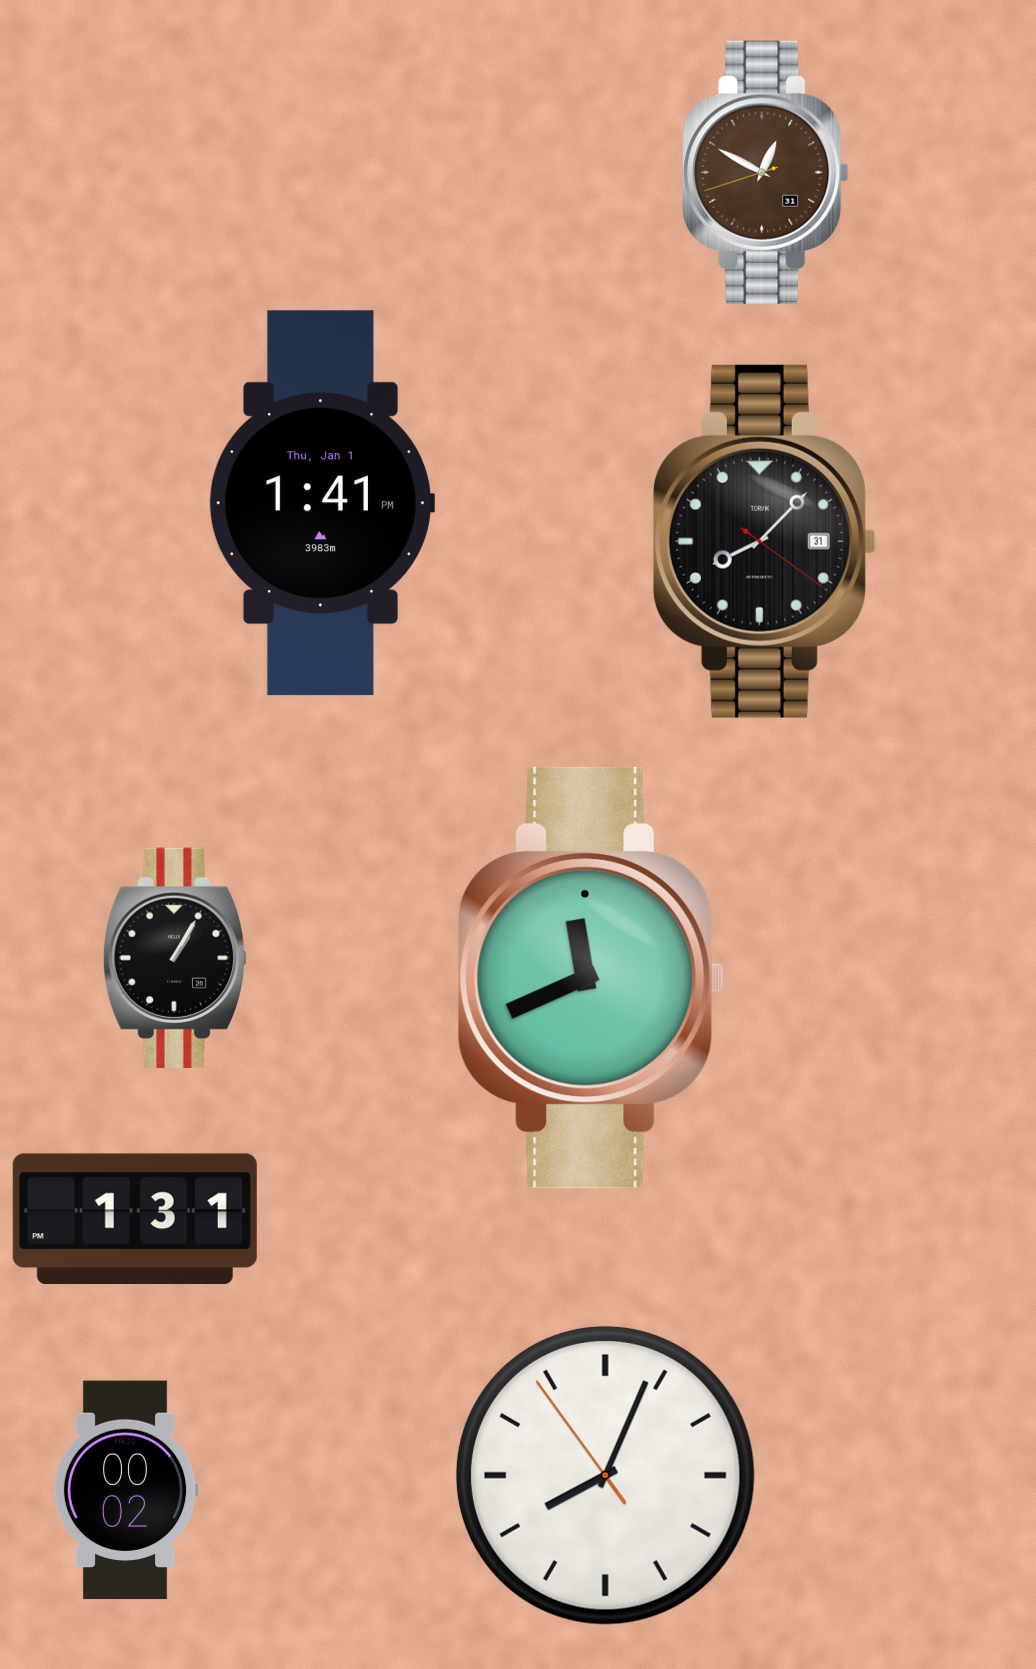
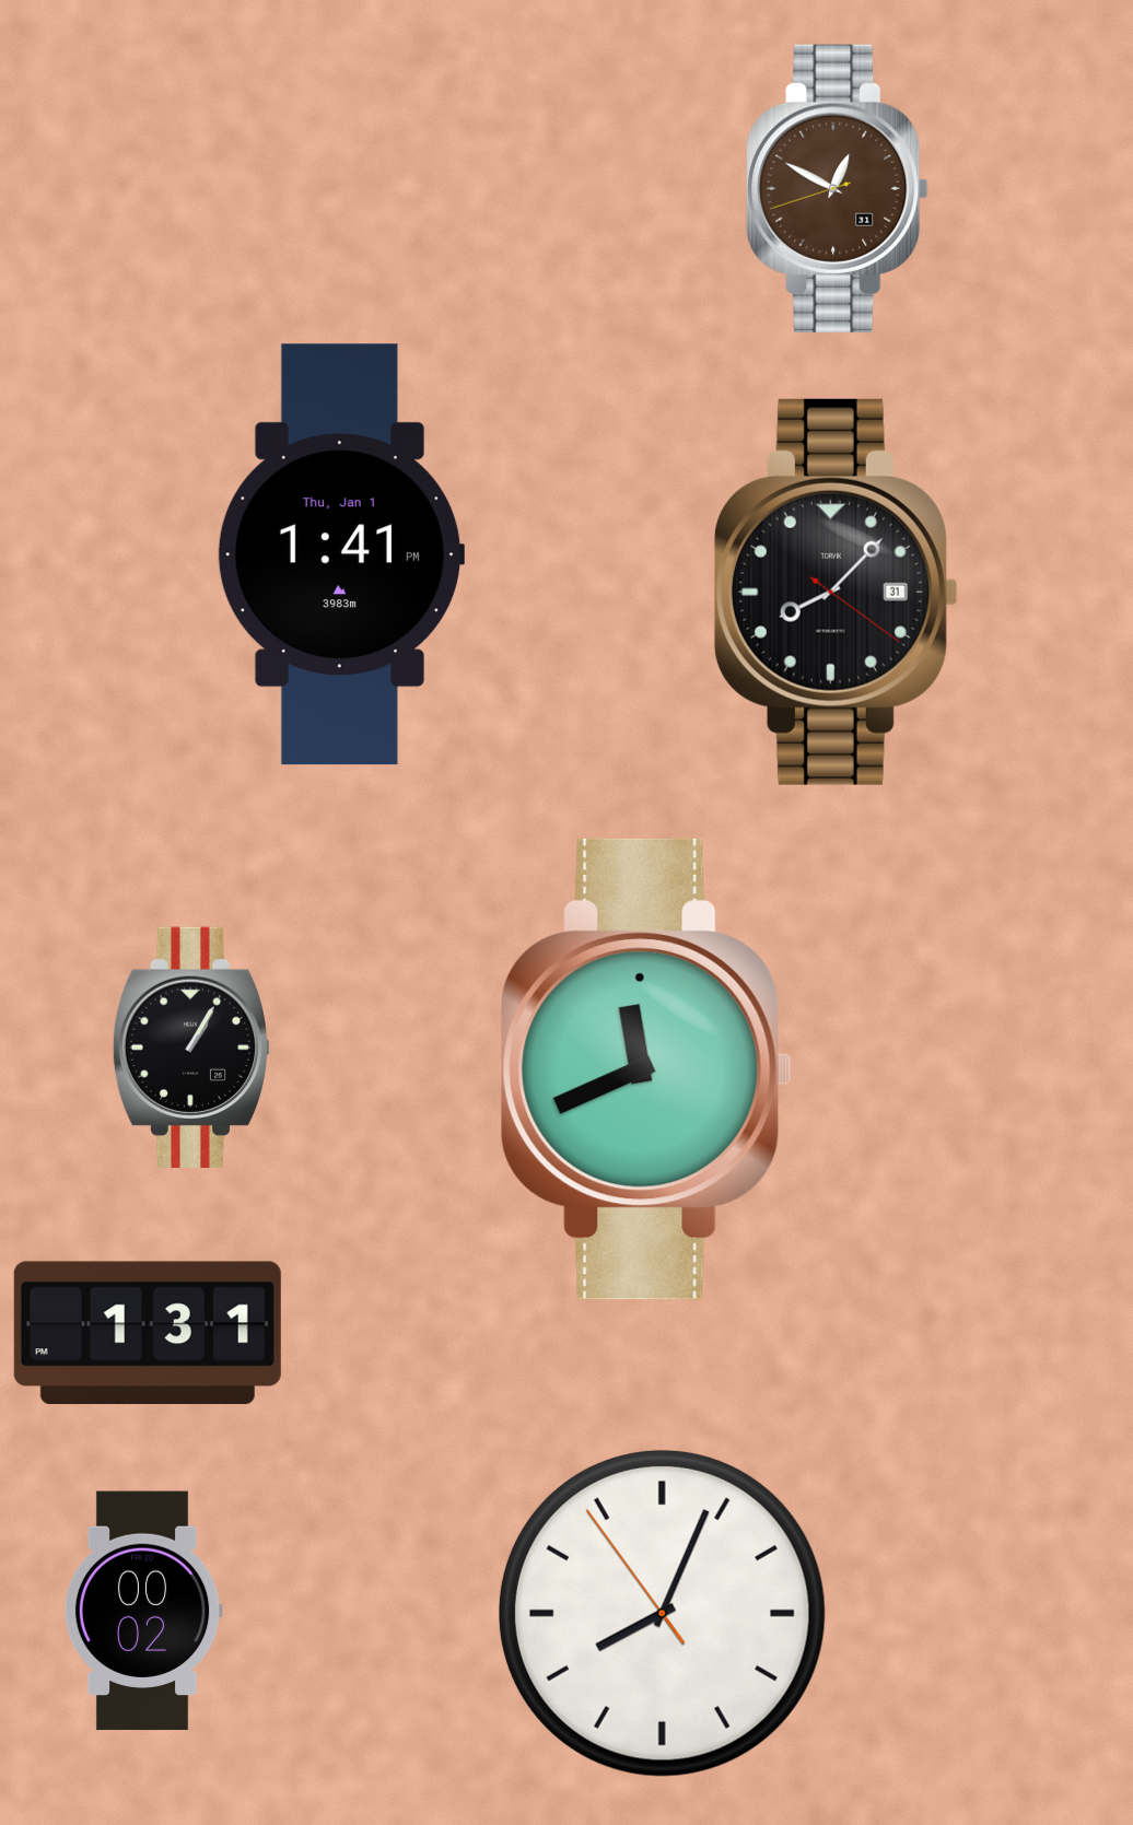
clock at (321, 503) position: (321, 503) -> (340, 554)
clock at (126, 1490) position: (126, 1490) -> (143, 1611)
